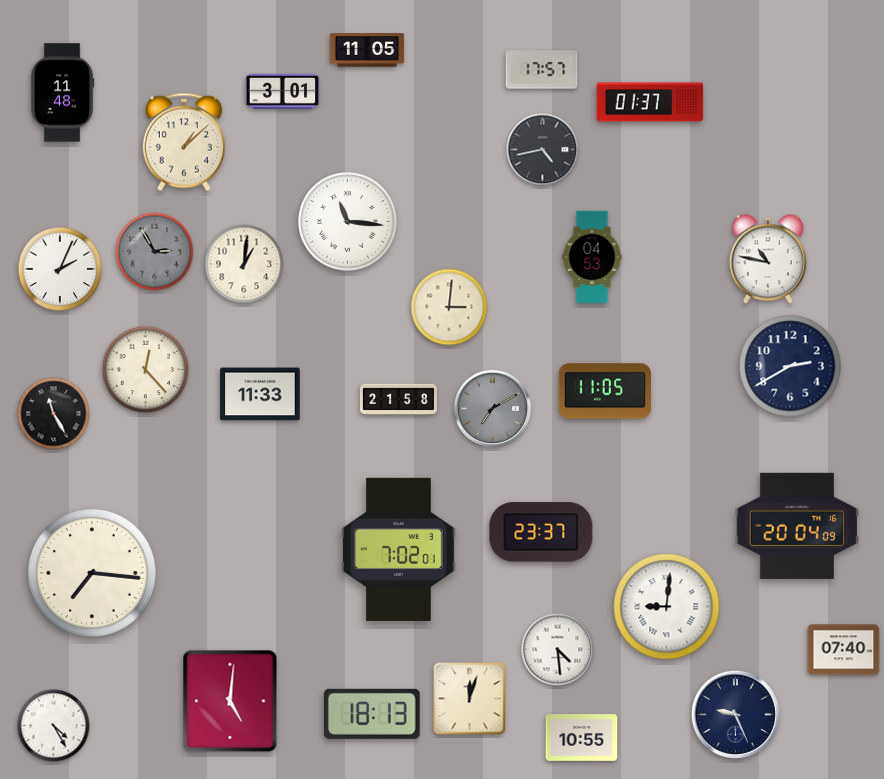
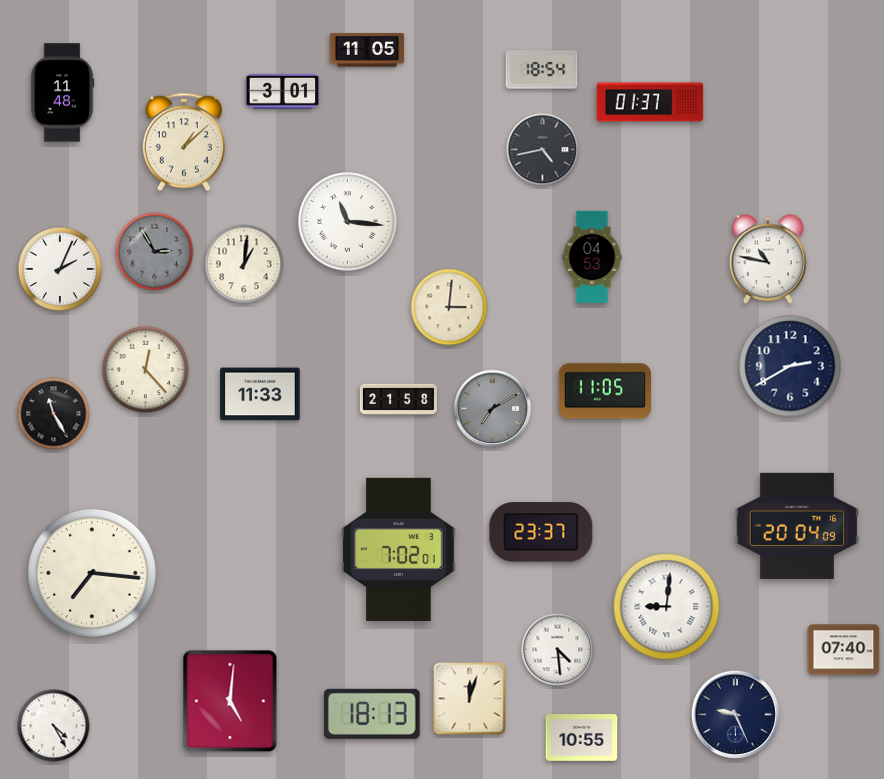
clock at (542, 70): 17:57 -> 18:54
